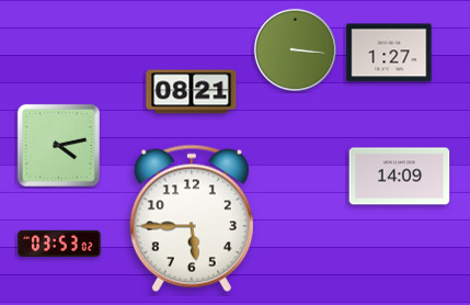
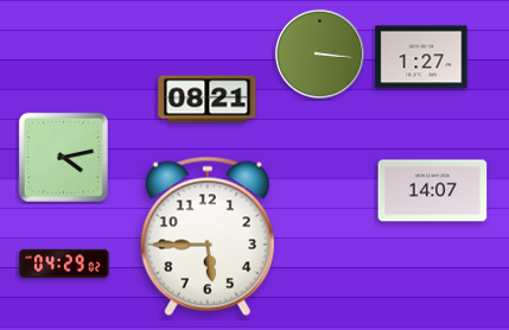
clock at (400, 177): 14:09 -> 14:07
clock at (59, 244): 03:53 -> 04:29
